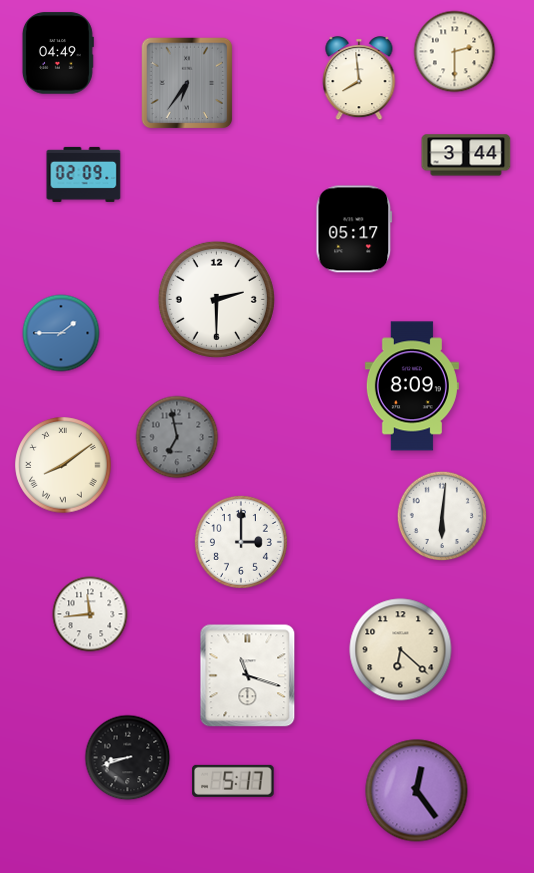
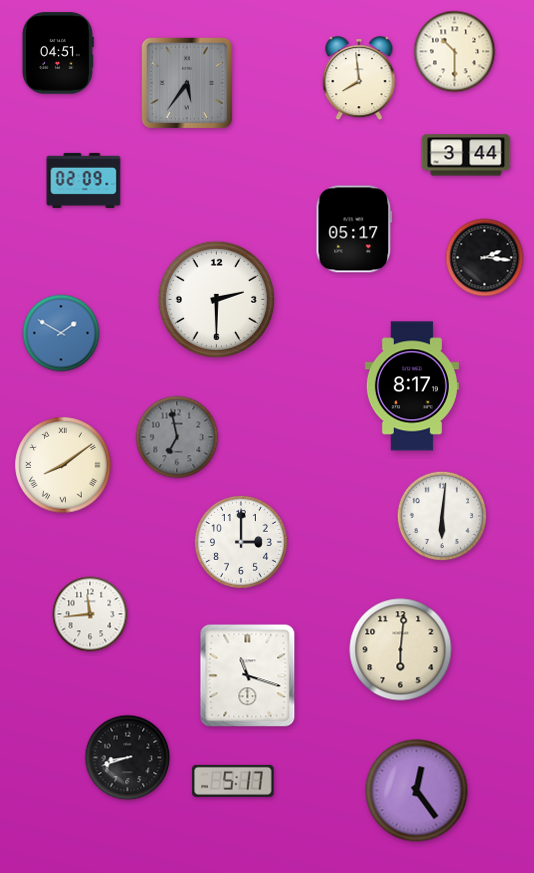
clock at (455, 52): 2:30 -> 10:30
clock at (57, 53): 04:49 -> 04:51
clock at (187, 83): 6:36 -> 5:36
clock at (84, 174) position: (84, 174) -> (84, 180)
clock at (485, 258): none -> 2:16
clock at (61, 333): 1:45 -> 1:50
clock at (412, 386): 8:09 -> 8:17
clock at (401, 650): 6:22 -> 6:01
